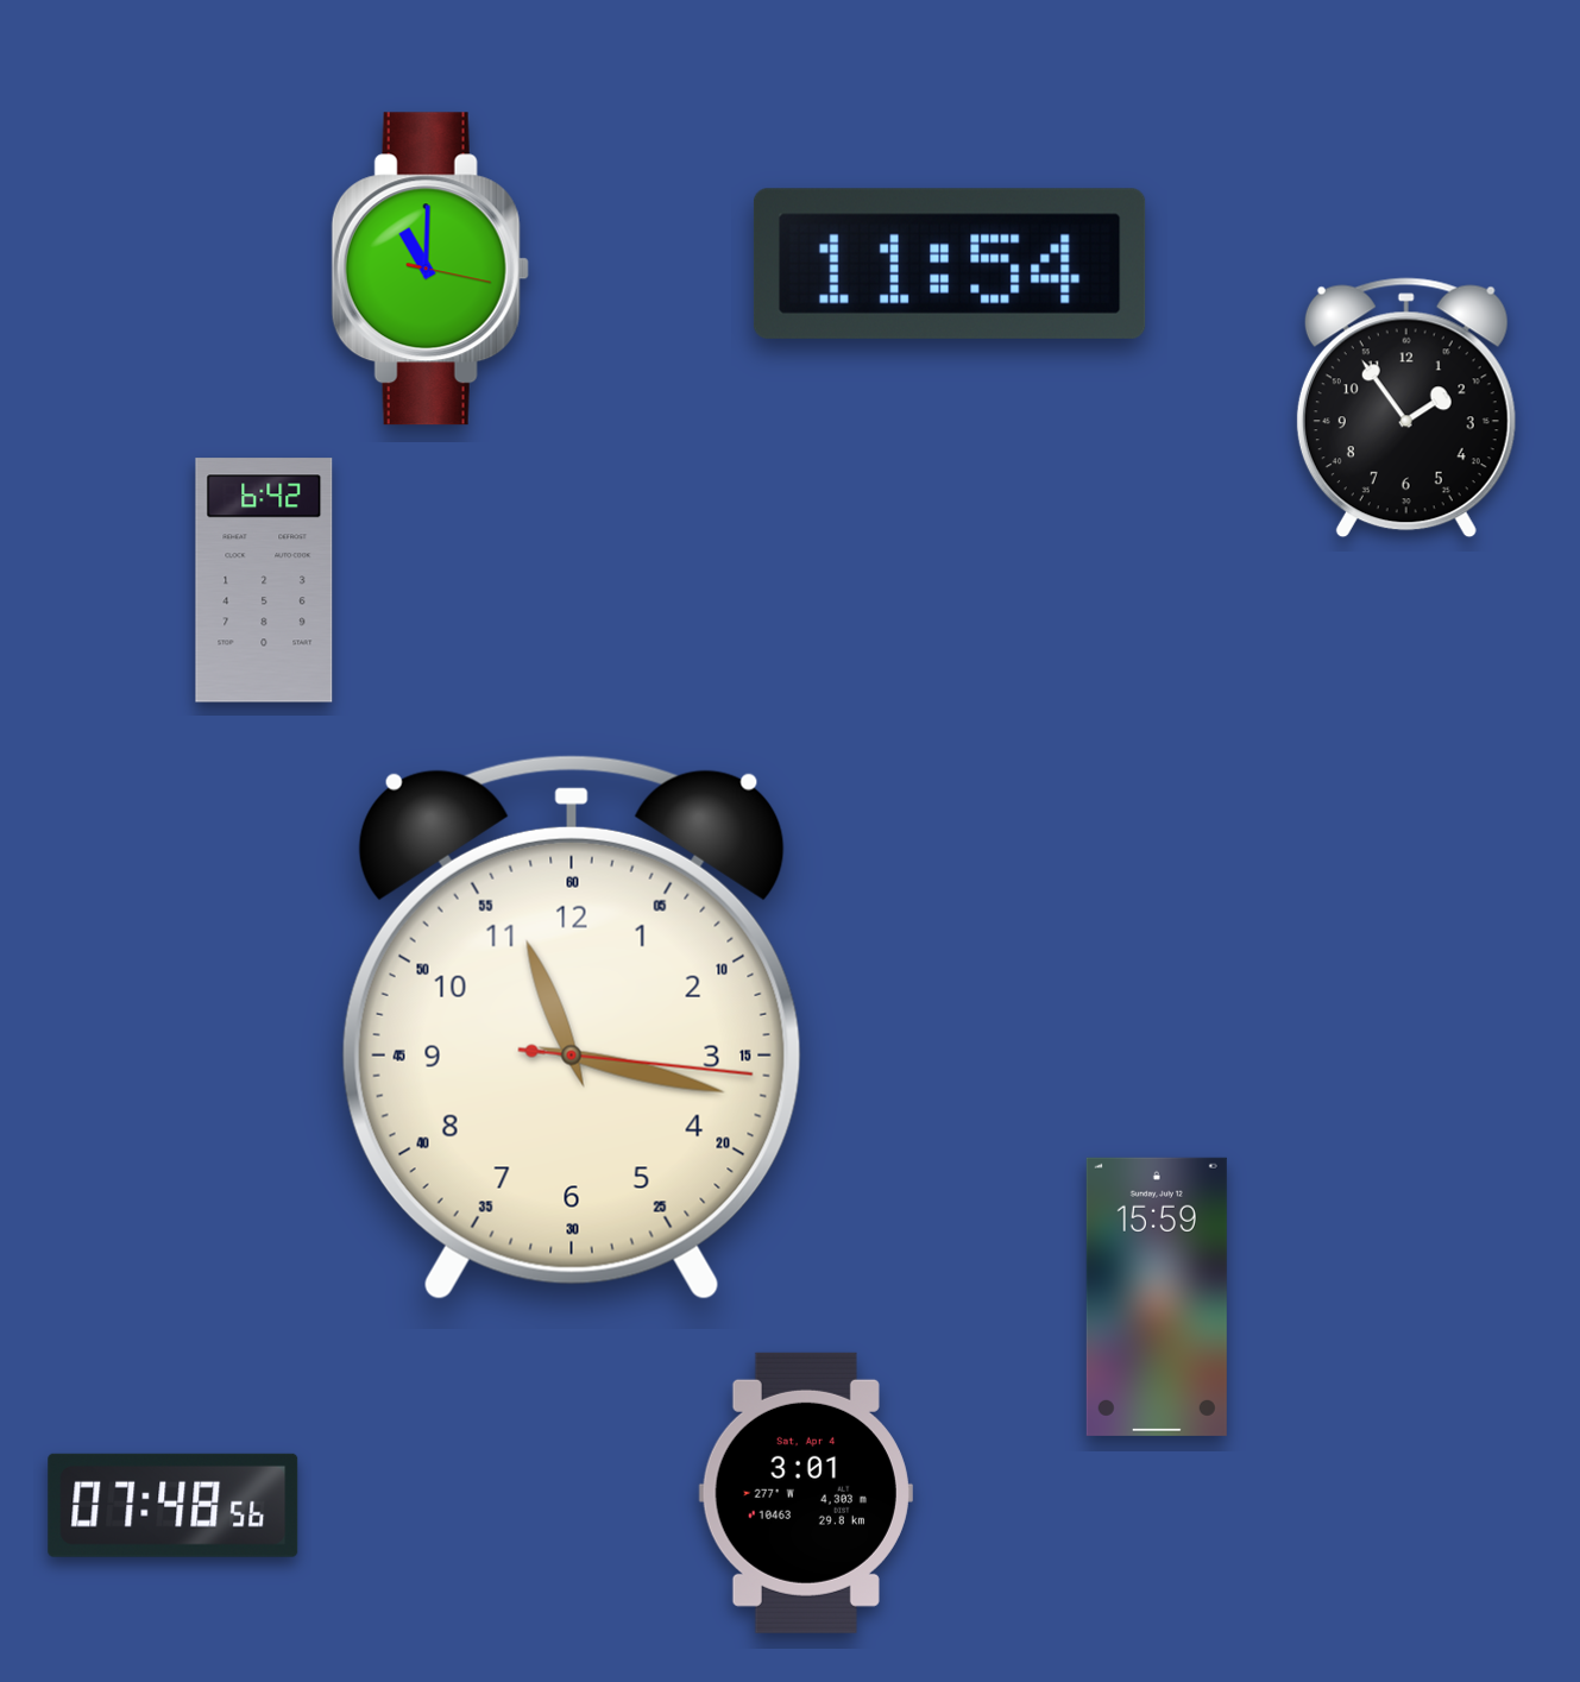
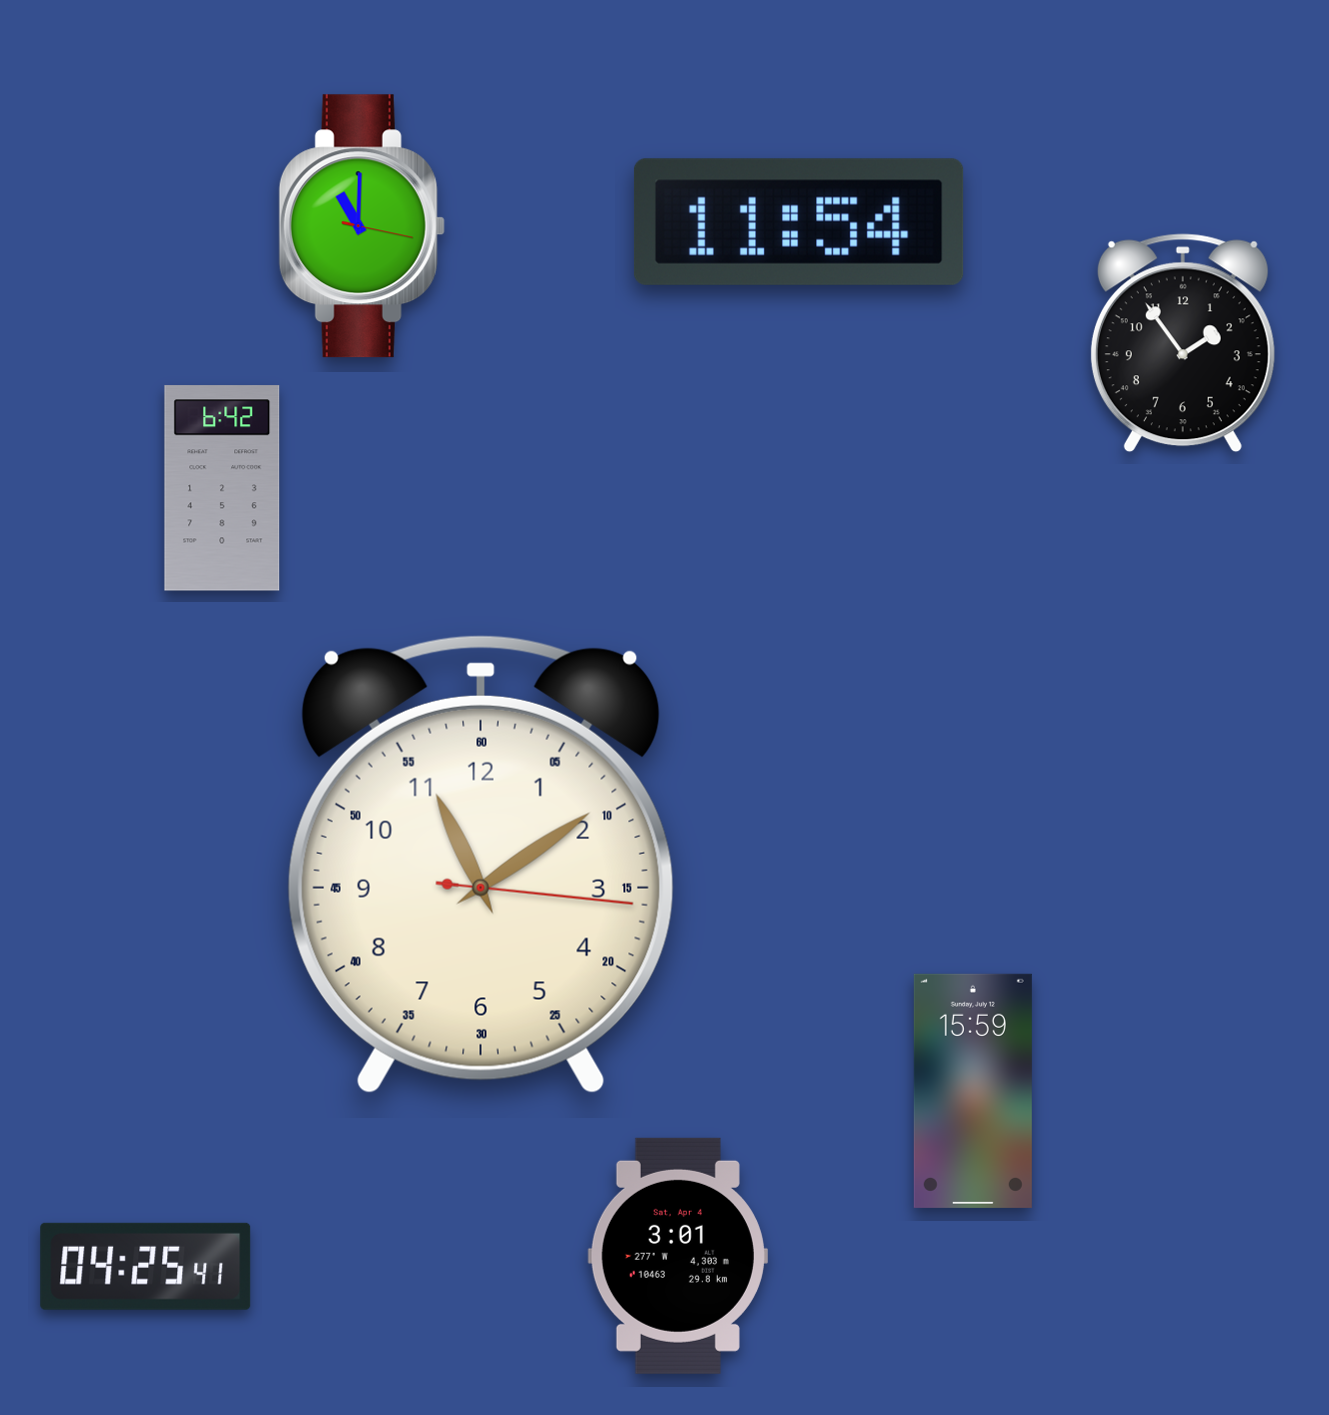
clock at (572, 1027): 11:17 -> 11:09
clock at (174, 1505): 07:48 -> 04:25
